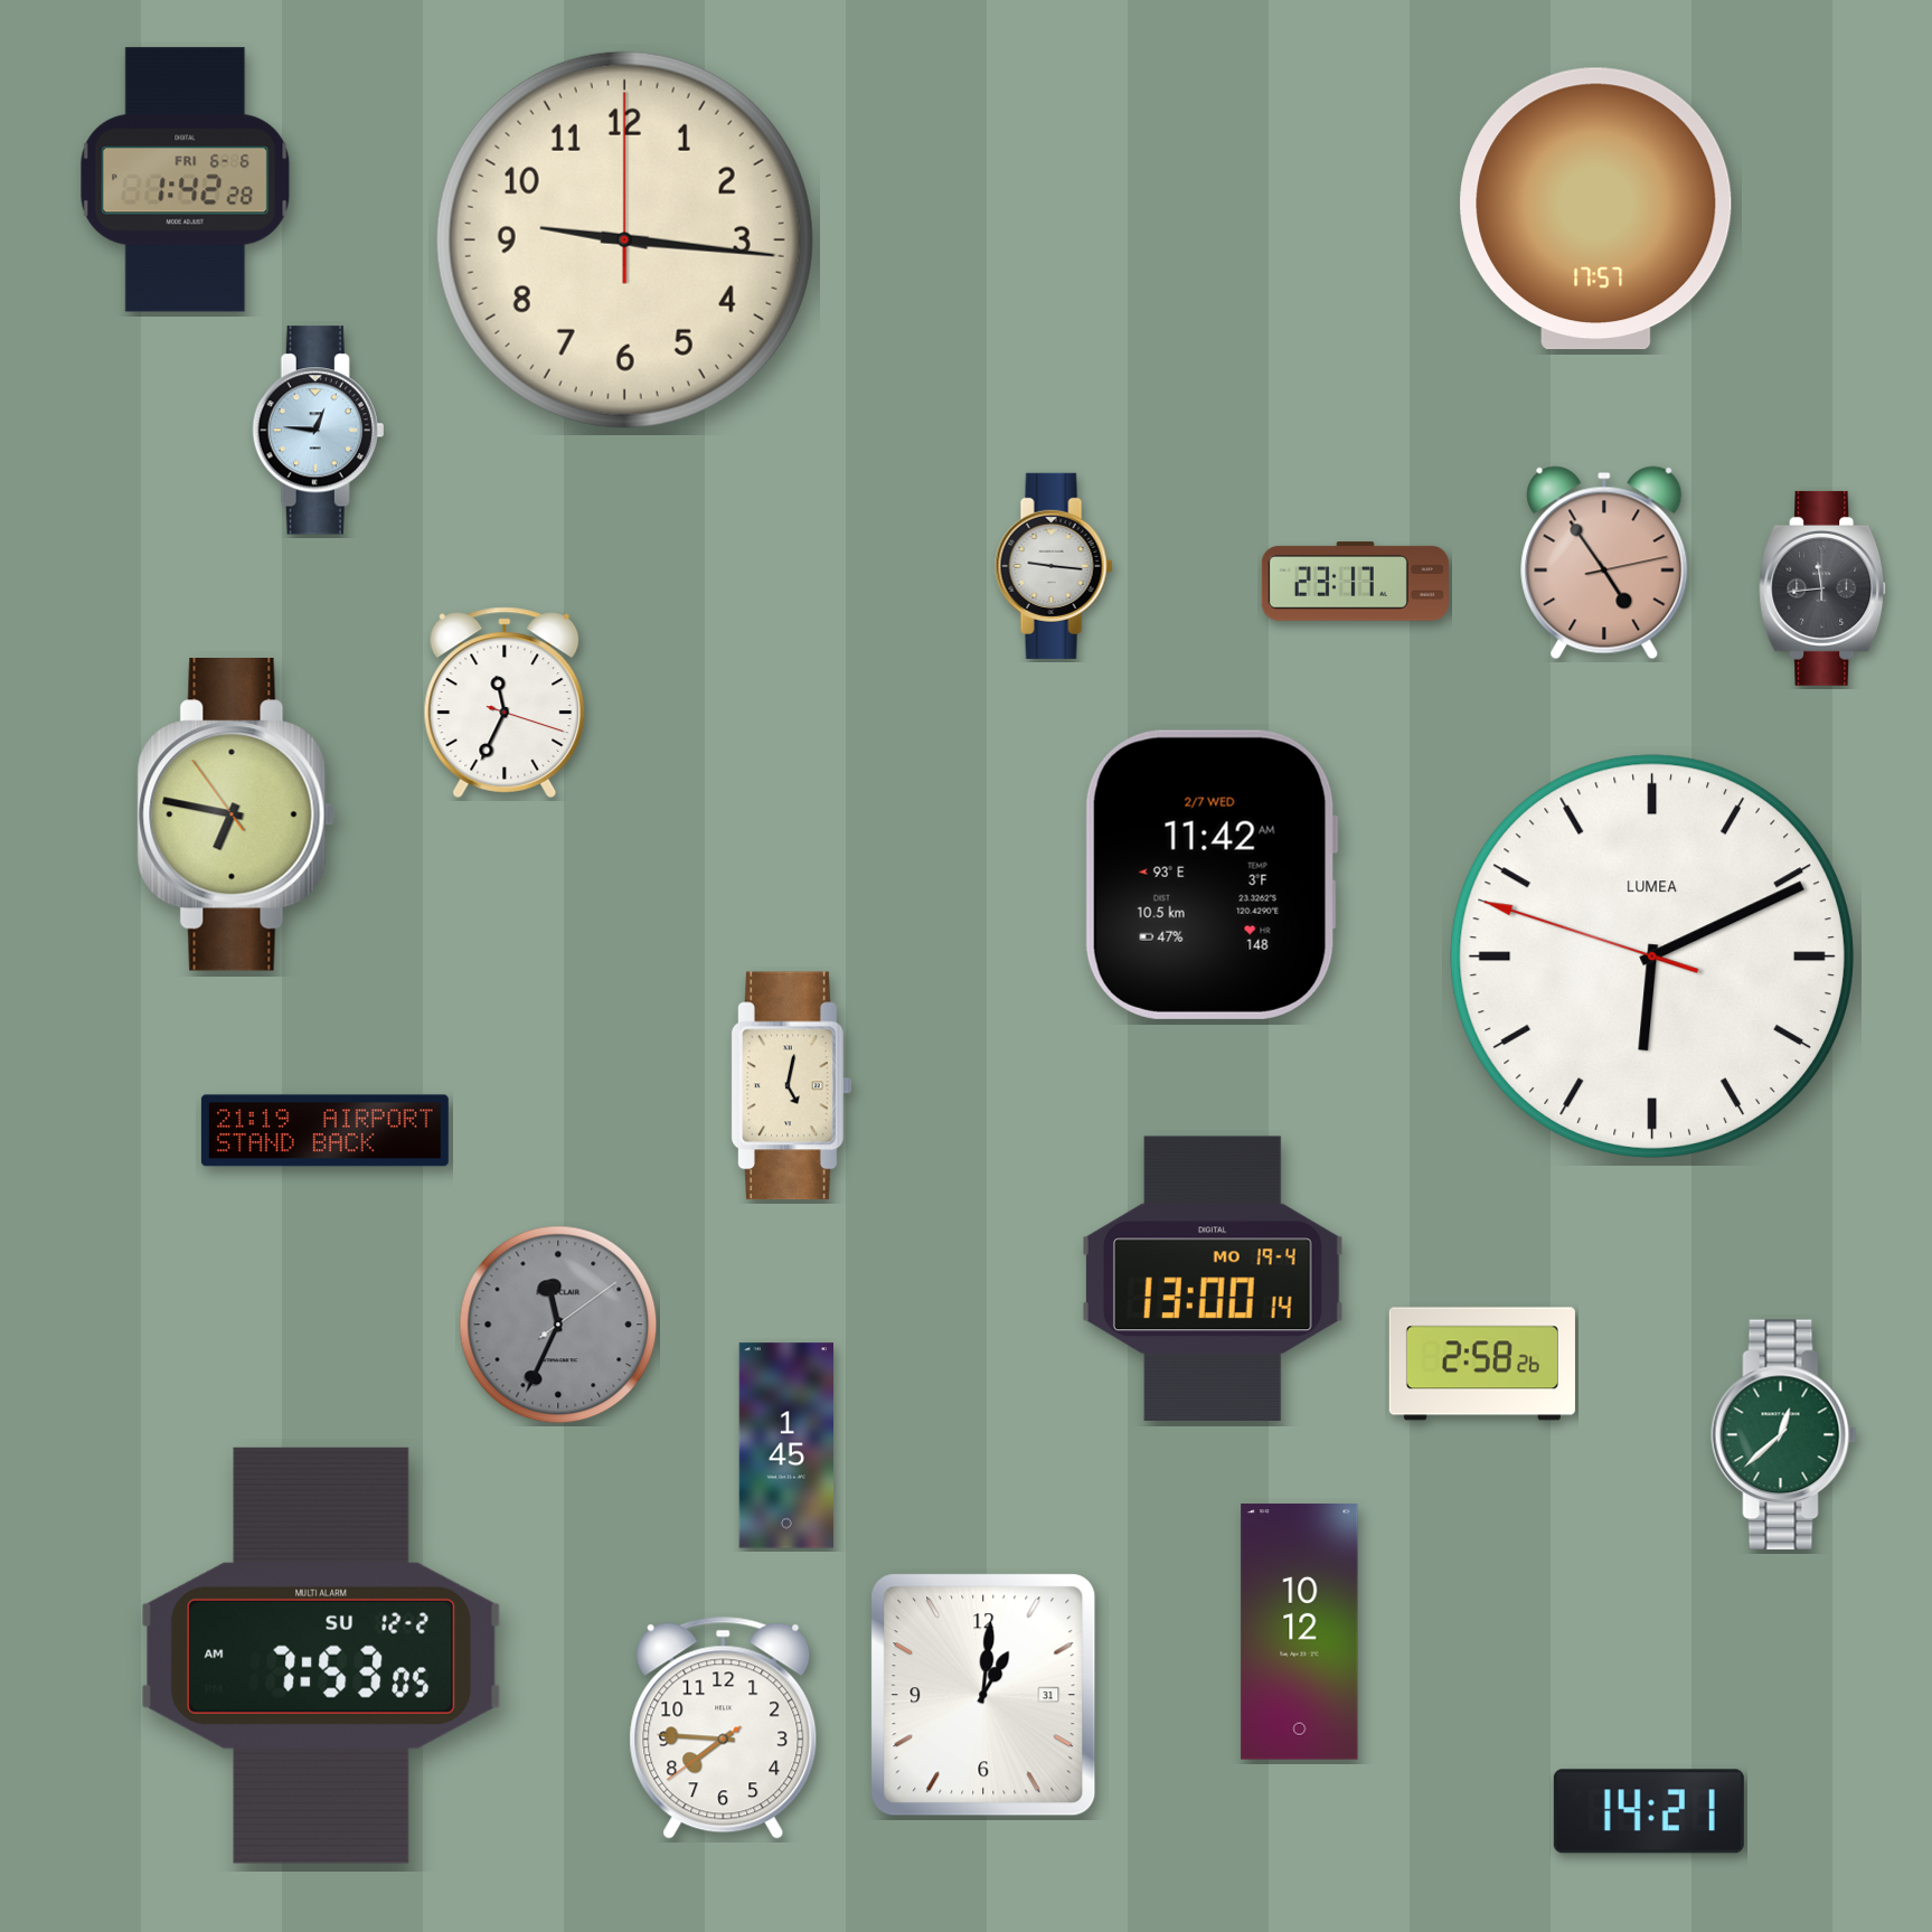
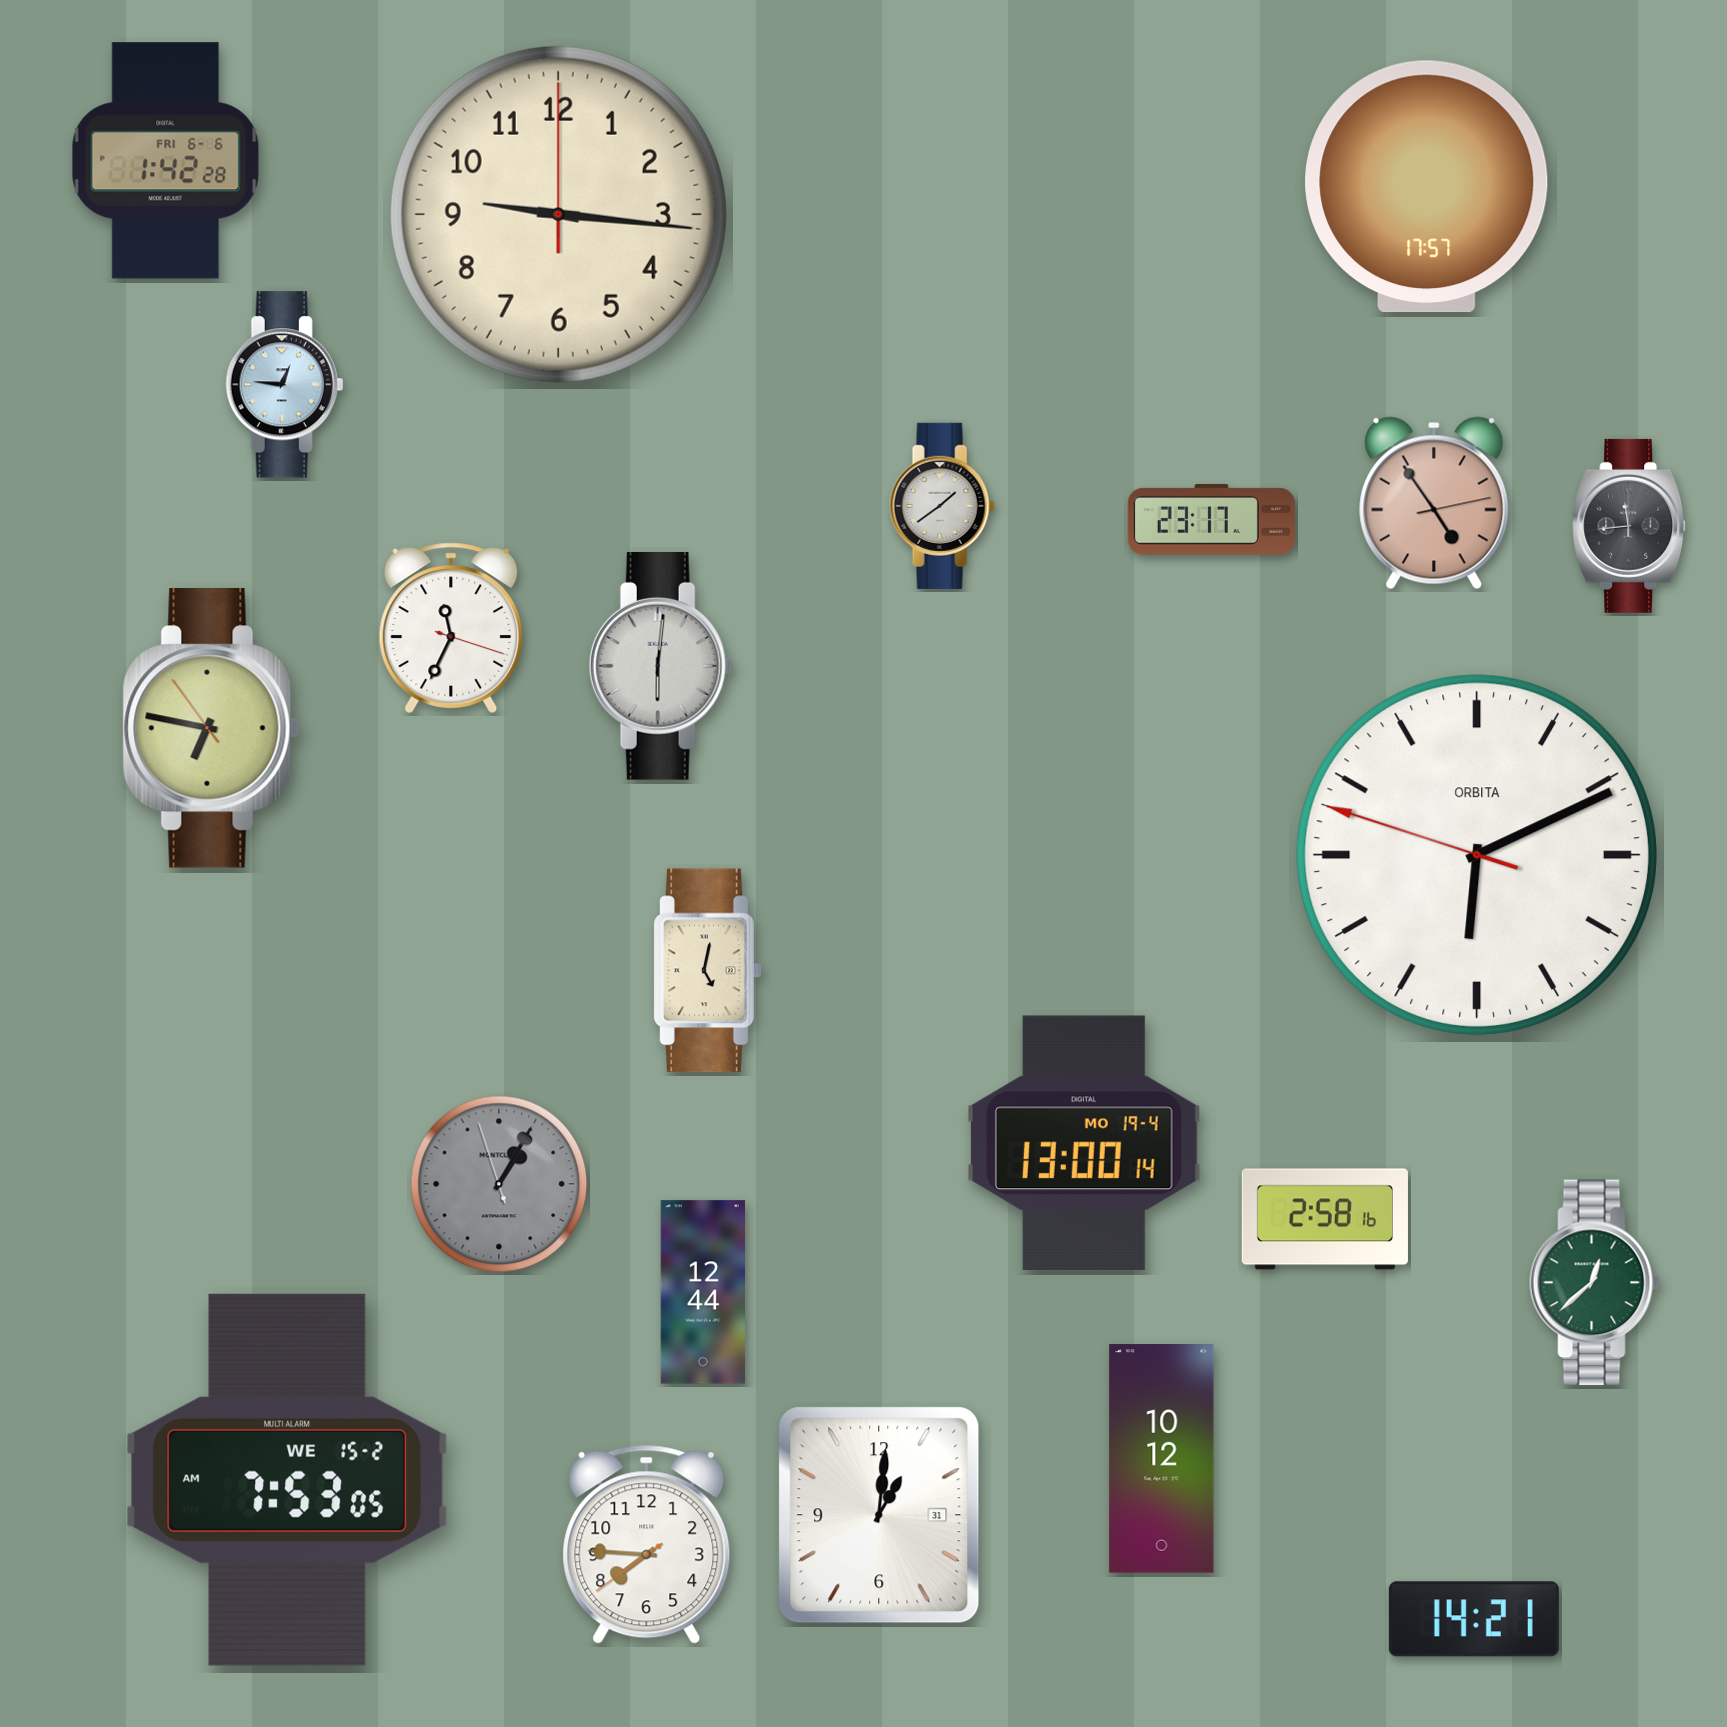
clock at (1054, 566): 9:16 -> 1:39
clock at (661, 666): none -> 6:01
clock at (1212, 875): 11:42 -> none
clock at (1652, 956) brand: LUMEA -> ORBITA
clock at (324, 1131): 21:19 -> none
clock at (558, 1325): 11:34 -> 1:04
clock at (1482, 1364): 2:58:26 -> 2:58:16
clock at (785, 1445): 1:45 -> 12:44
clock at (321, 1656) date: SU 12-2 -> WE 15-2
